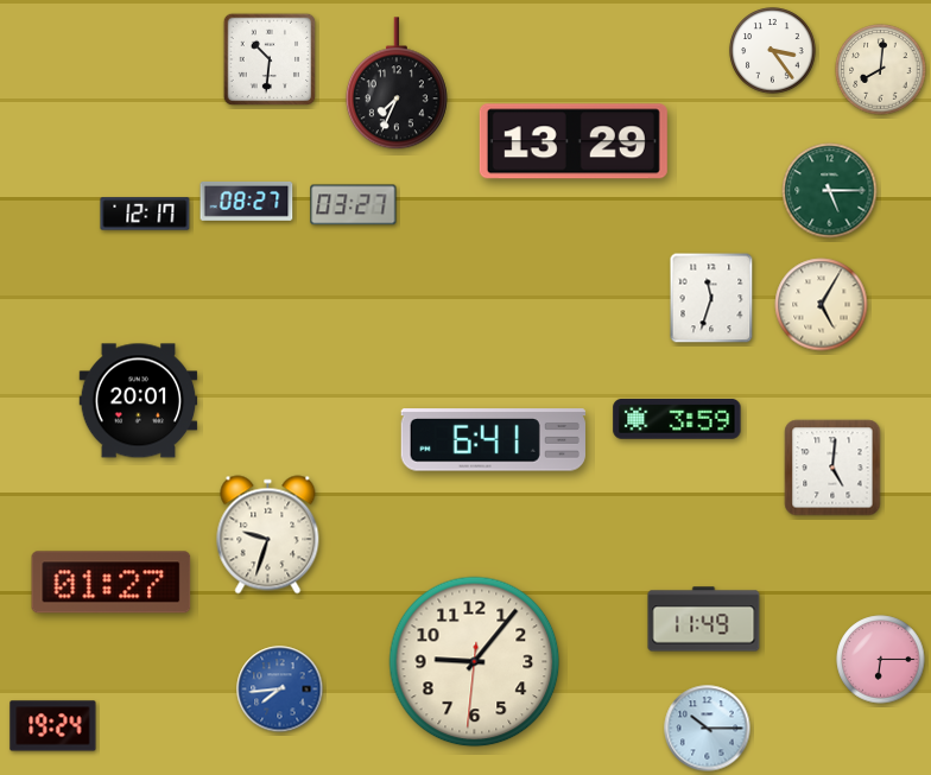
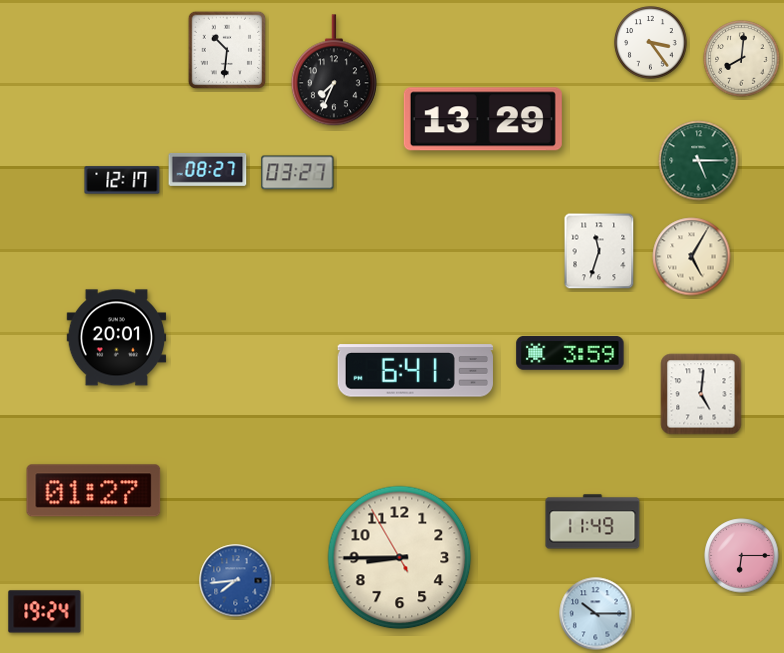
clock at (268, 535): 9:33 -> none
clock at (475, 662): 9:06 -> 8:44
